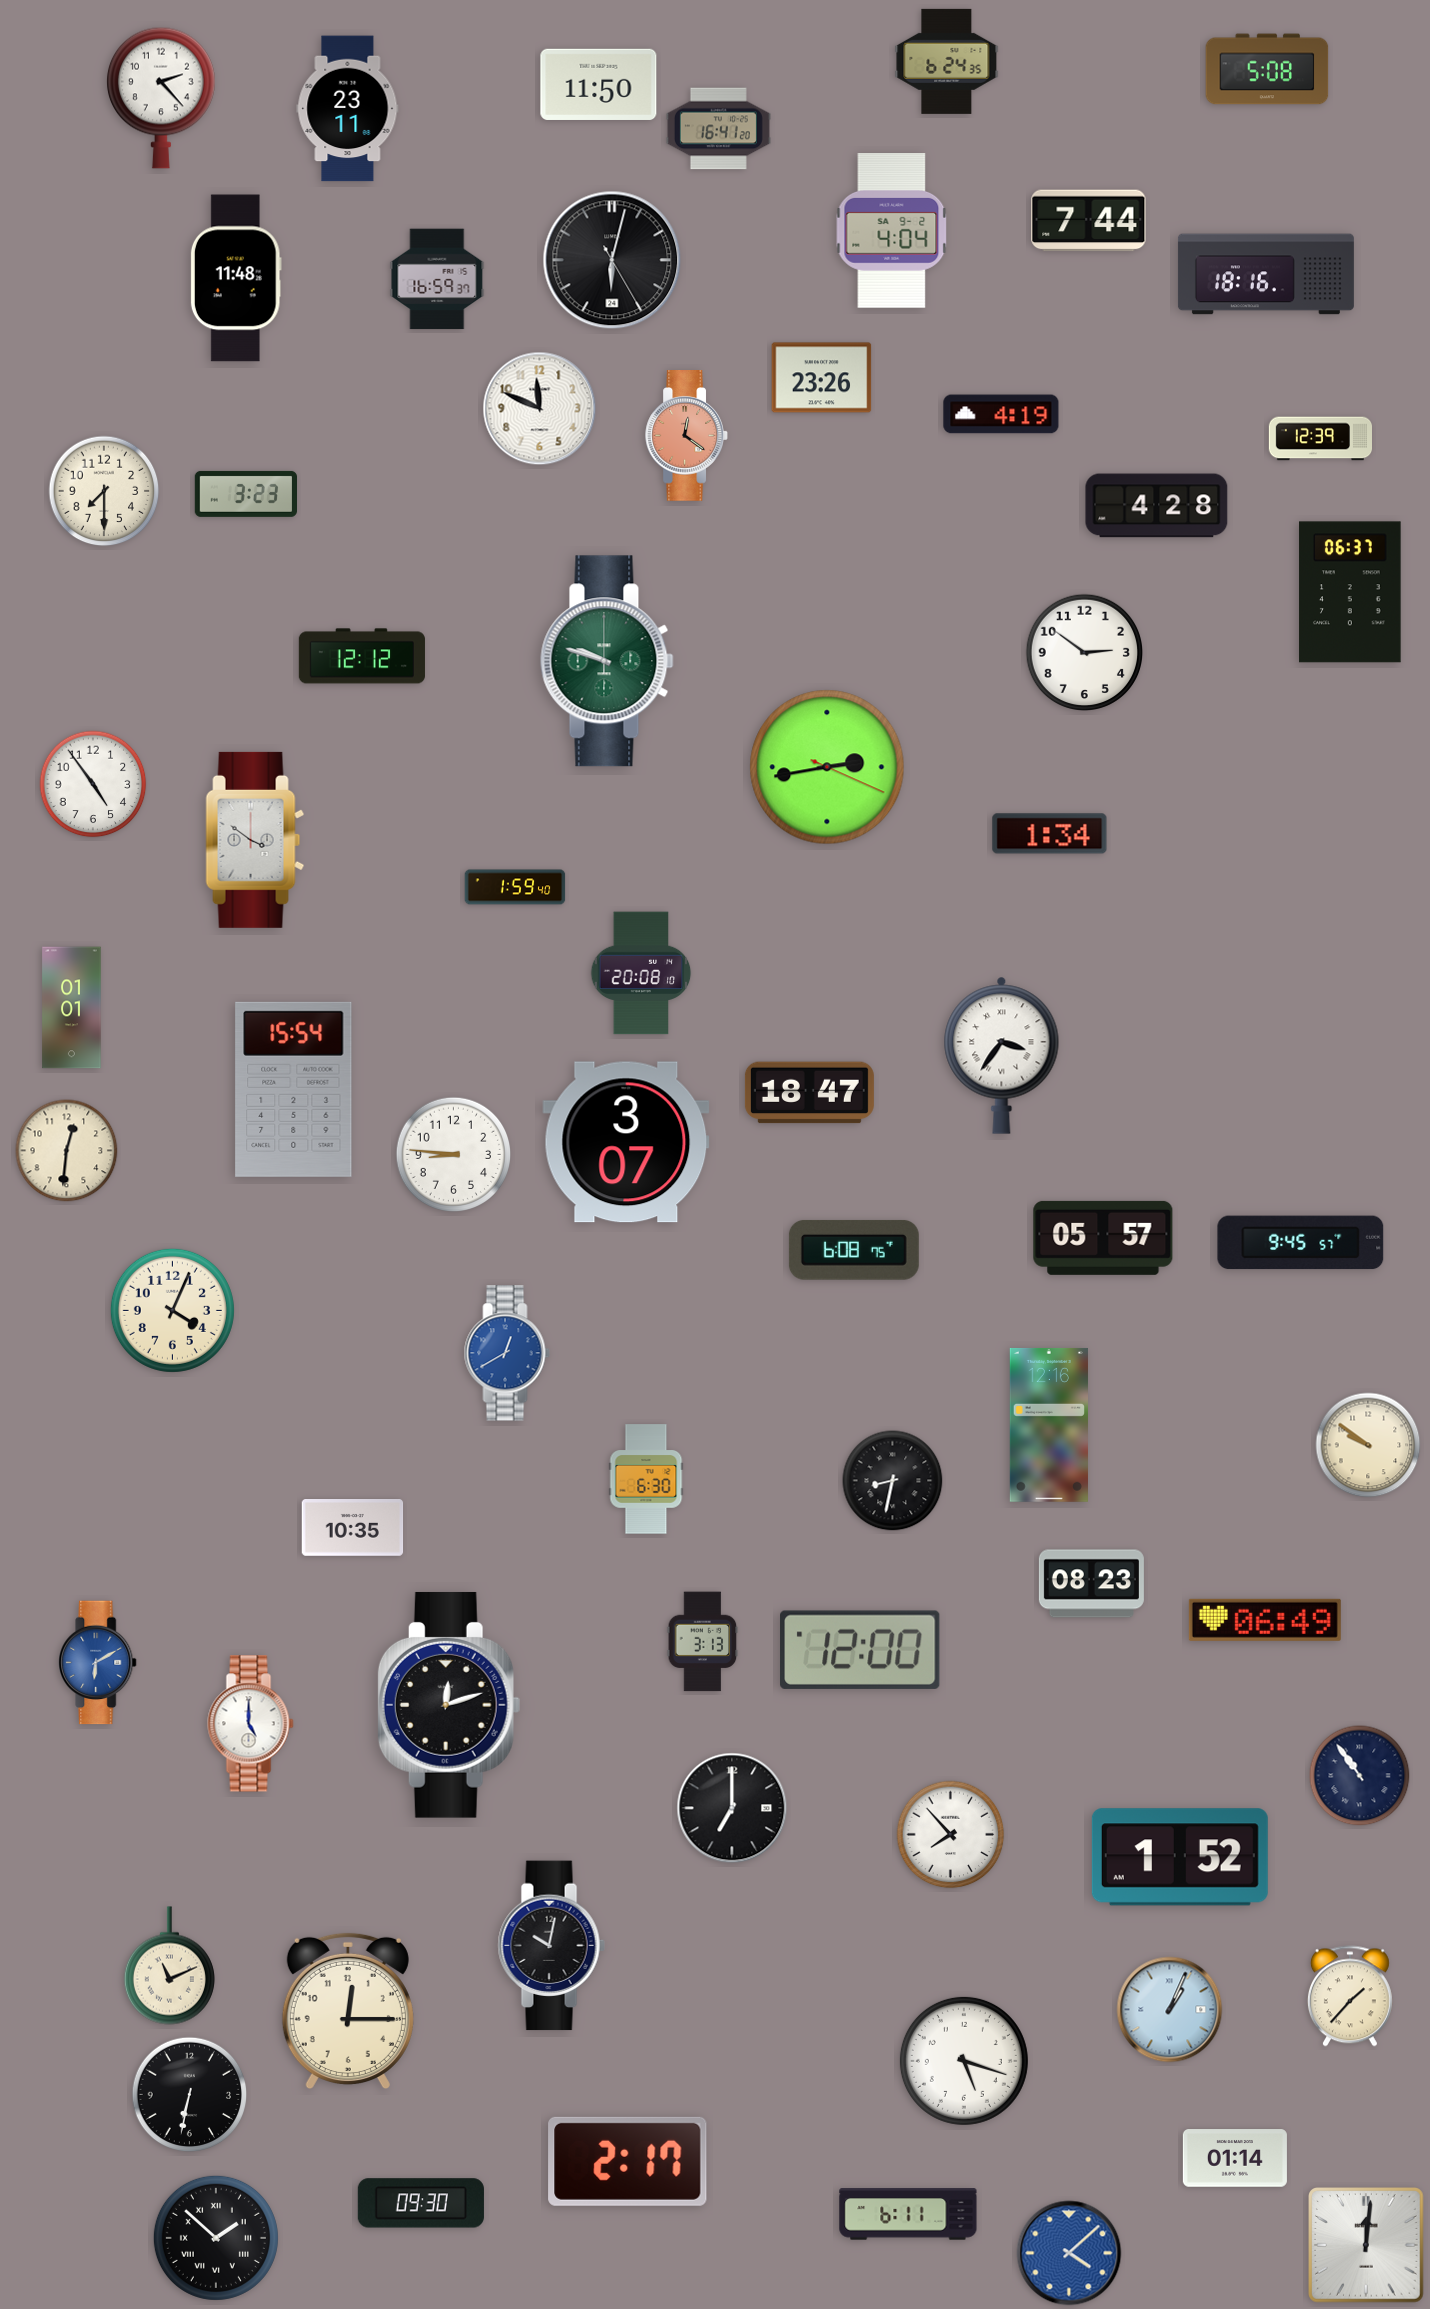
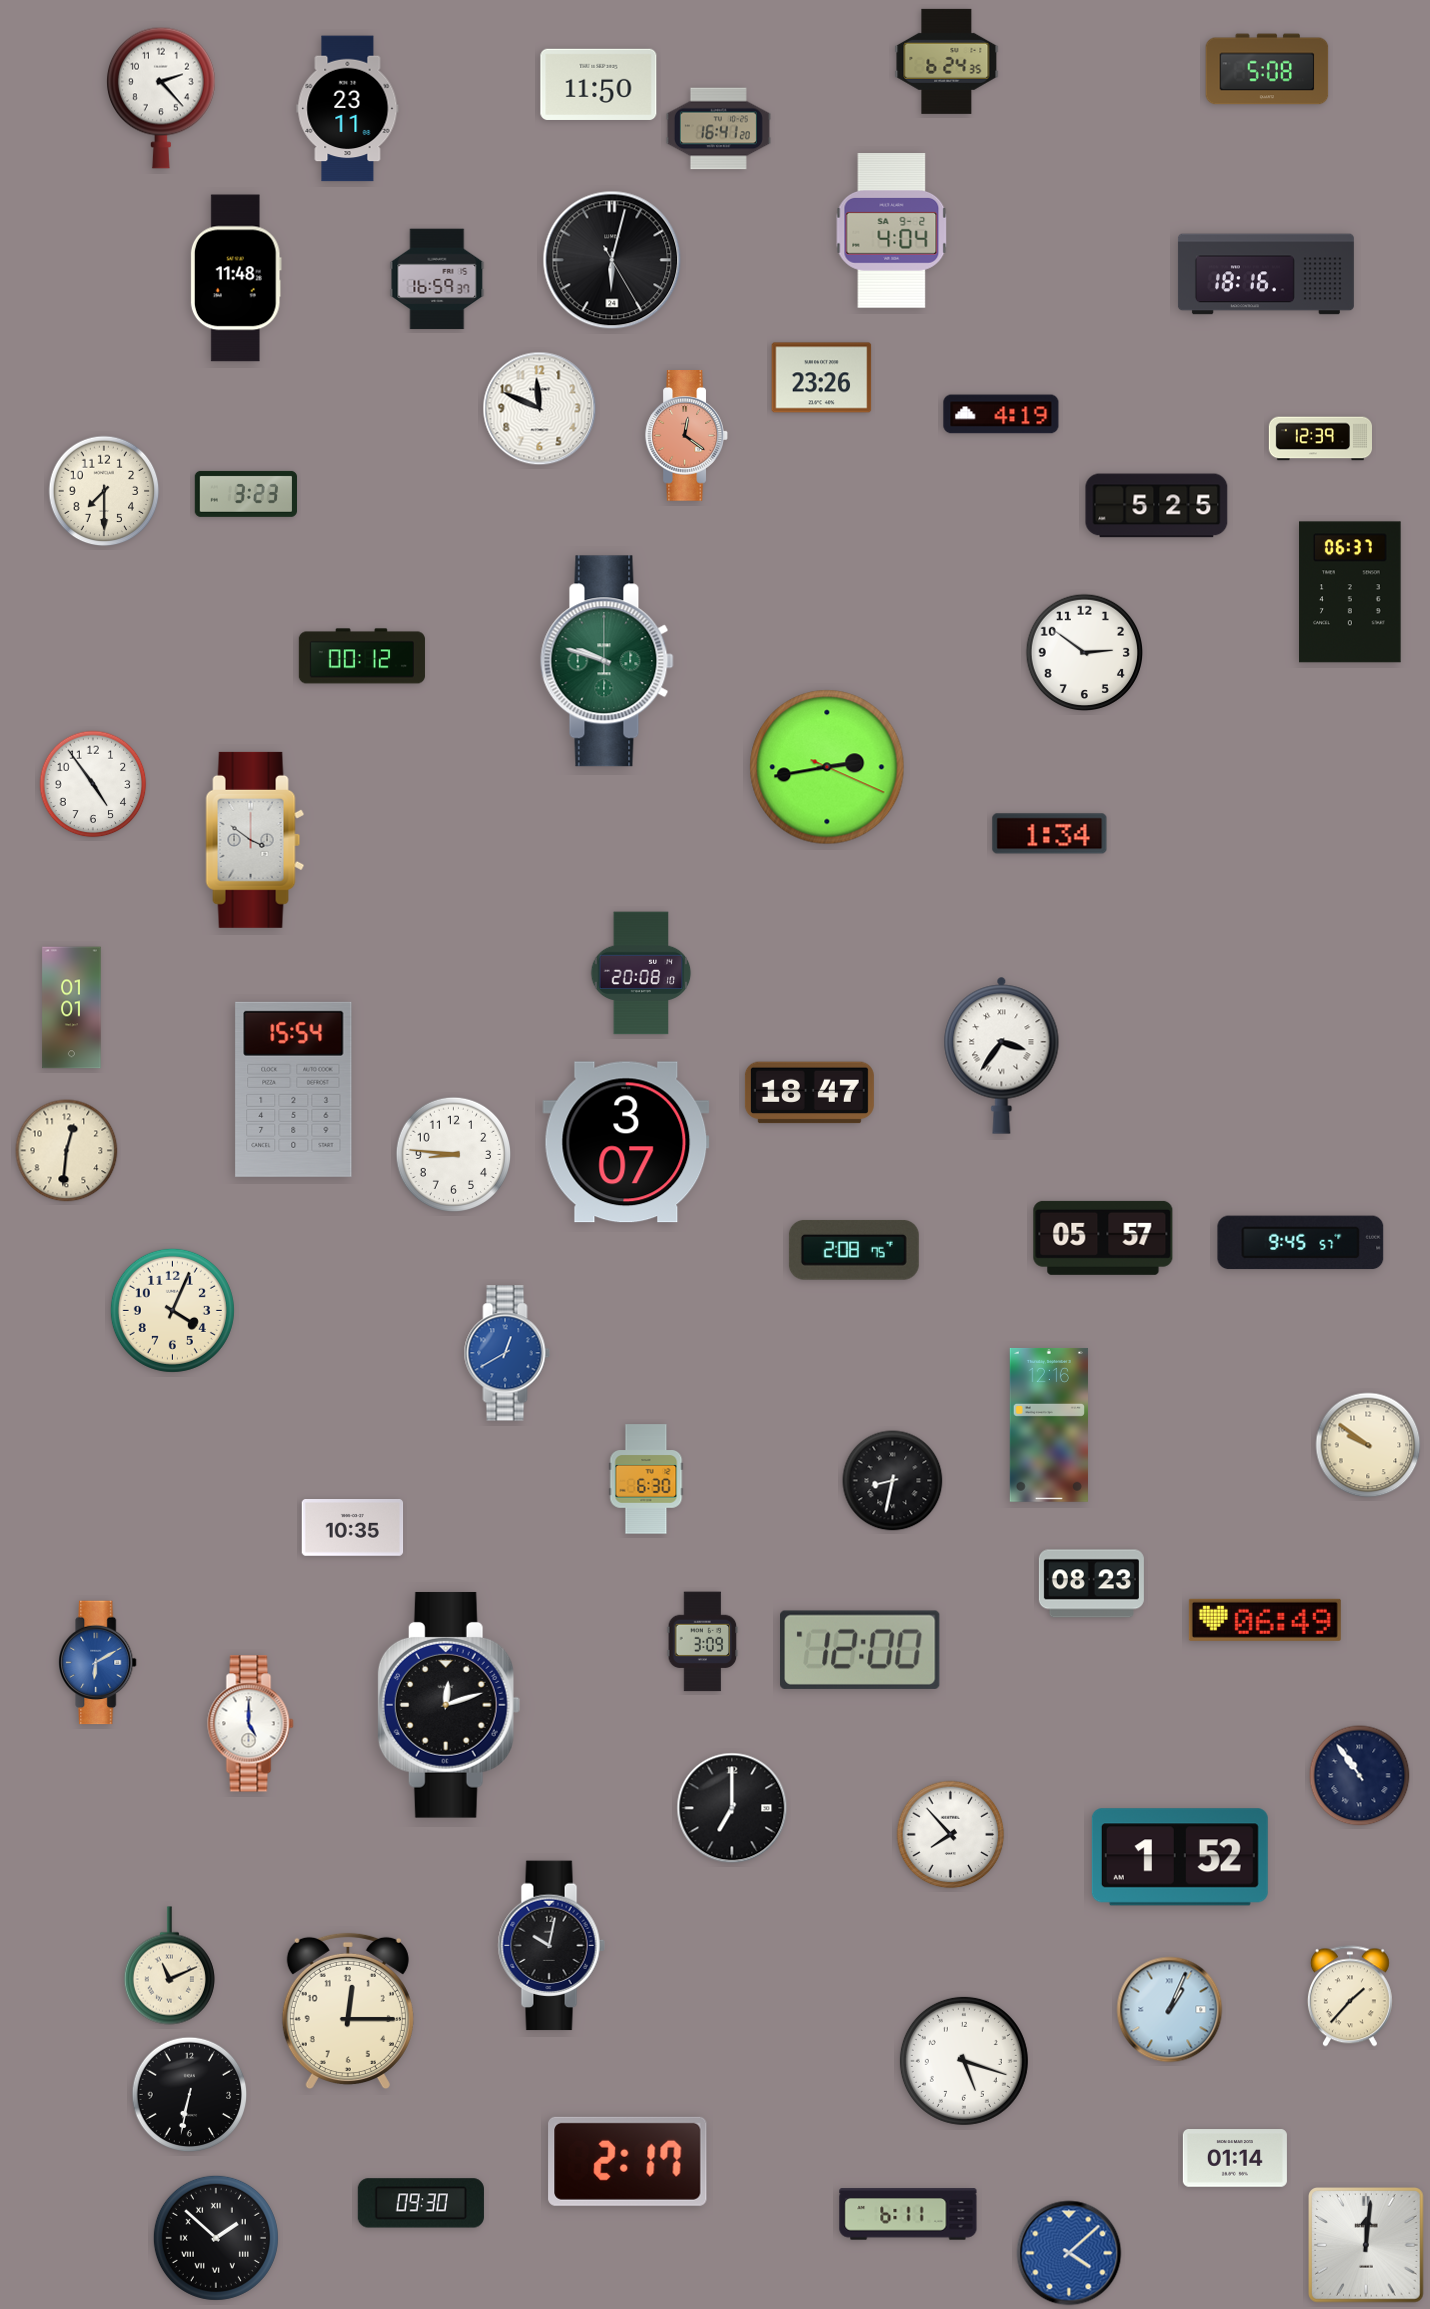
clock at (1089, 221): 7:44 -> none
clock at (1157, 506): 4:28 -> 5:25
clock at (362, 656): 12:12 -> 00:12
clock at (515, 887): 1:59 -> none
clock at (854, 1250): 6:08 -> 2:08
clock at (703, 1642): 3:13 -> 3:09
